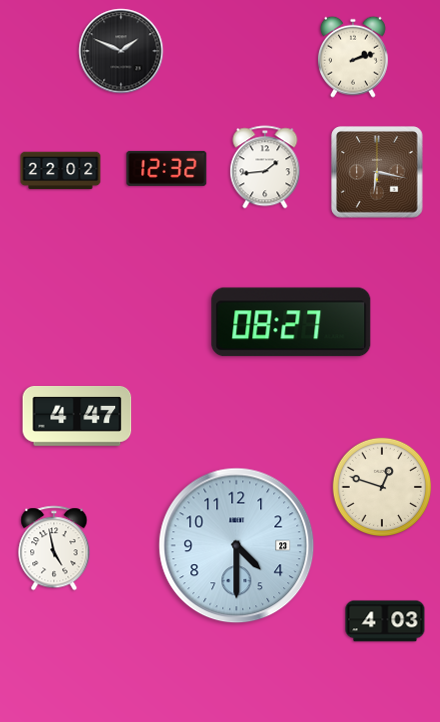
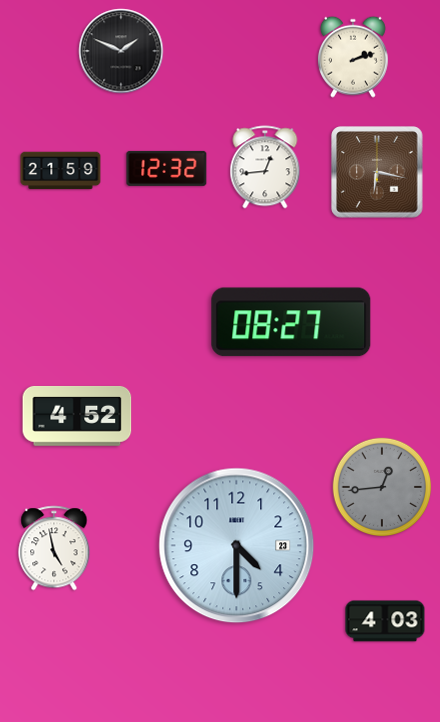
clock at (265, 167): 1:44 -> 12:44
clock at (61, 171): 22:02 -> 21:59
clock at (77, 416): 4:47 -> 4:52
clock at (382, 487): 12:48 -> 12:44
clock at (382, 487) dial: cream -> grey
